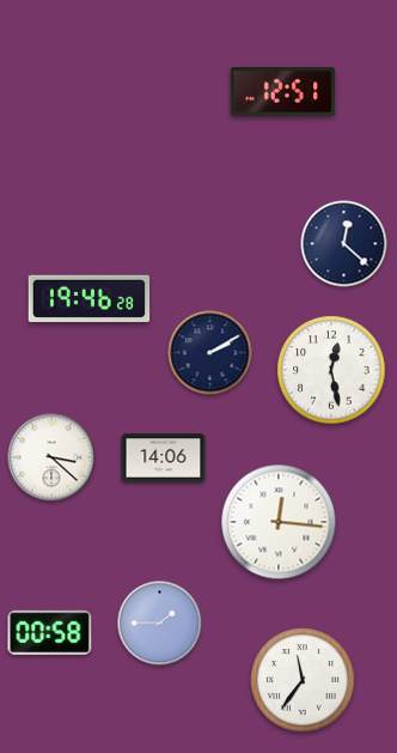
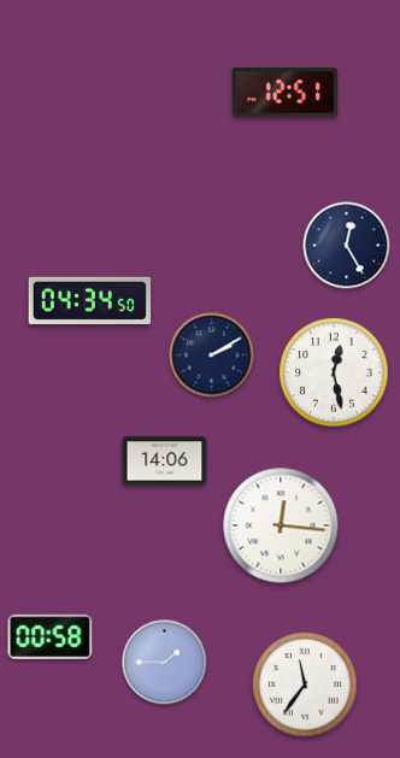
clock at (344, 244): 12:22 -> 12:25
clock at (90, 299): 19:46 -> 04:34
clock at (51, 457): 3:22 -> none
clock at (160, 624) position: (160, 624) -> (165, 663)
